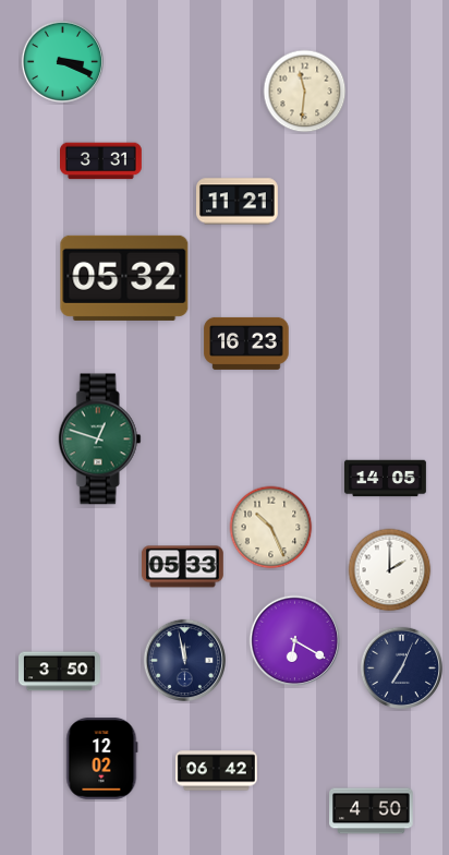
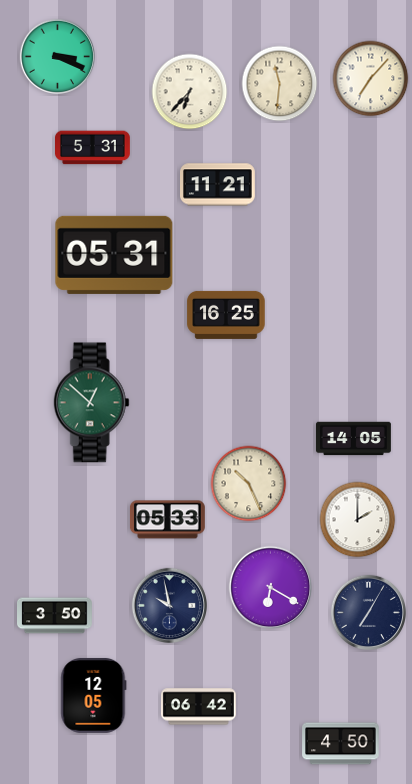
clock at (371, 79): none -> 7:07
clock at (190, 92): none -> 6:37
clock at (101, 161): 3:31 -> 5:31
clock at (124, 278): 05:32 -> 05:31
clock at (246, 344): 16:23 -> 16:25
clock at (99, 439): 12:48 -> 12:52
clock at (390, 570) position: (390, 570) -> (358, 520)
clock at (184, 660): 11:58 -> 9:58
clock at (401, 667): 7:04 -> 7:05
clock at (102, 758): 12:02 -> 12:05
